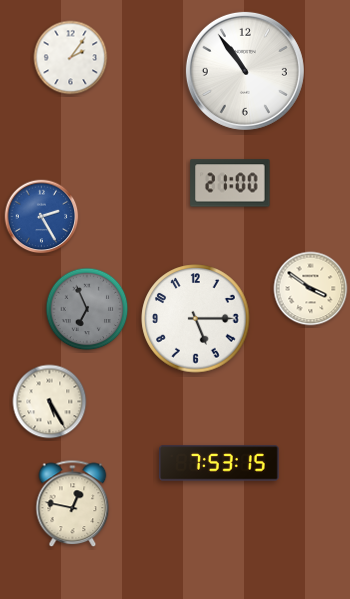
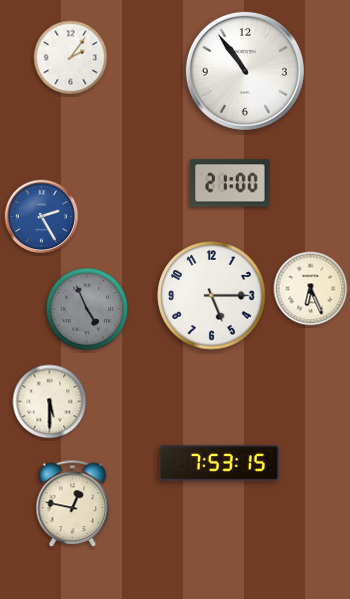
clock at (311, 289): 3:51 -> 6:26
clock at (87, 309): 6:56 -> 4:56
clock at (196, 319) position: (196, 319) -> (212, 296)
clock at (50, 402): 5:25 -> 5:30
